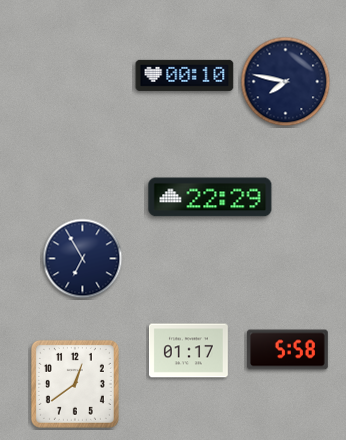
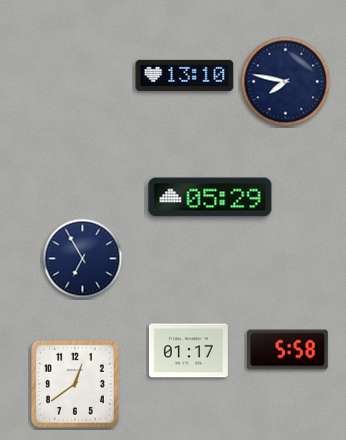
clock at (185, 75): 00:10 -> 13:10
clock at (210, 197): 22:29 -> 05:29
